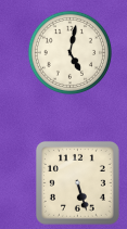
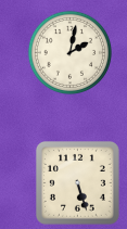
clock at (69, 52): 5:02 -> 2:02
